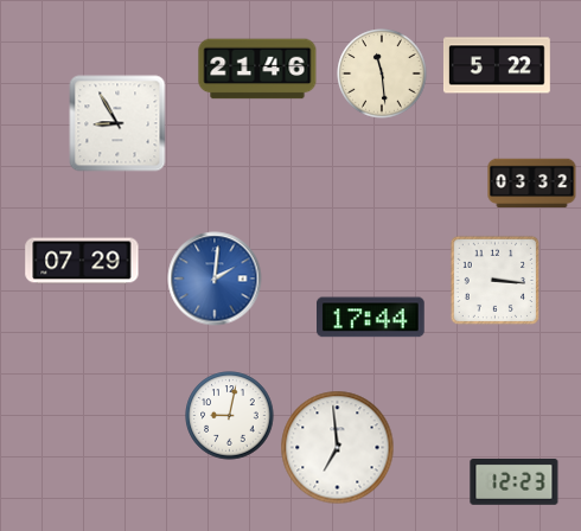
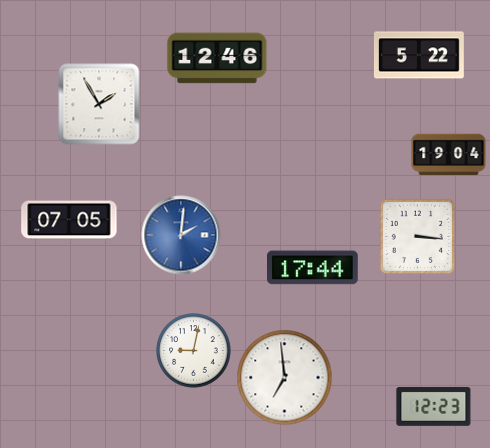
clock at (257, 69): 21:46 -> 12:46
clock at (382, 73): 11:29 -> none
clock at (117, 123): 8:55 -> 1:55
clock at (532, 184): 03:32 -> 19:04
clock at (82, 261): 07:29 -> 07:05
